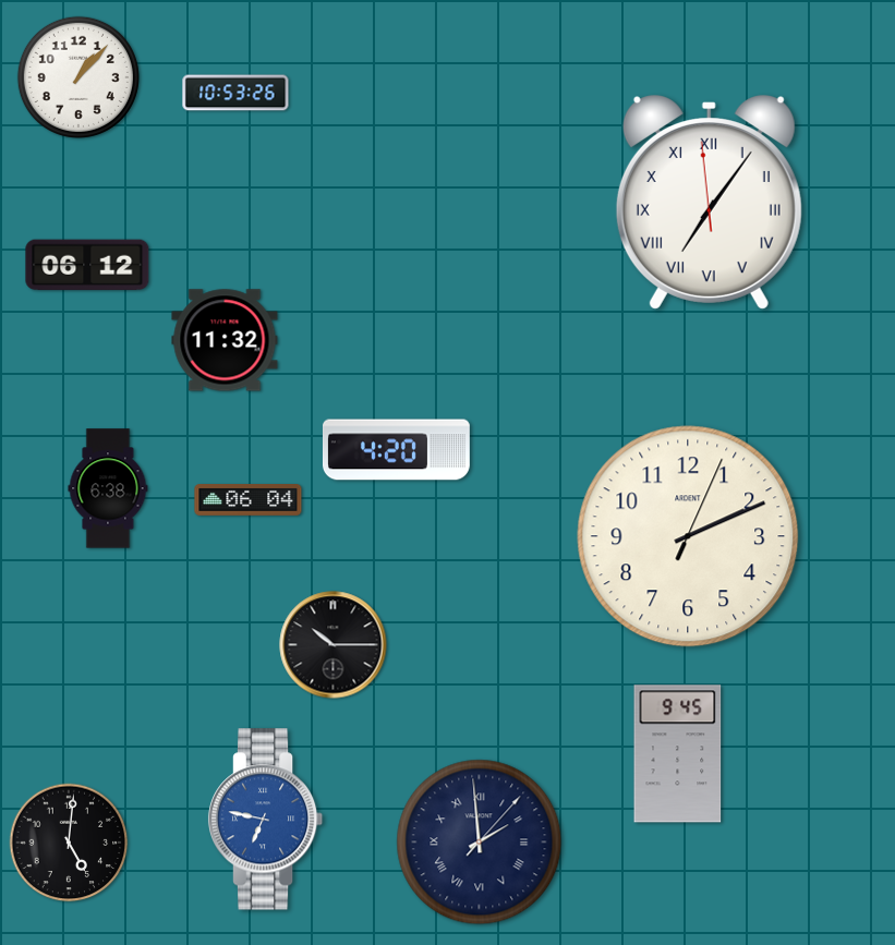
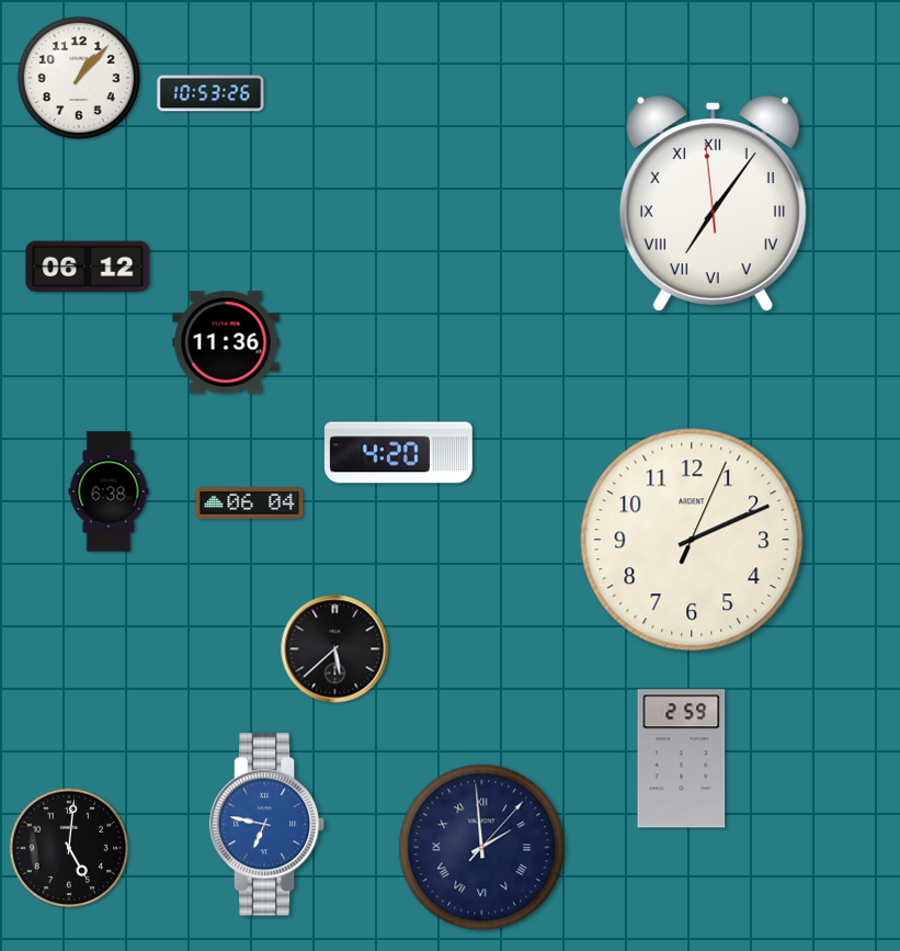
clock at (235, 93) position: (235, 93) -> (210, 93)
clock at (225, 340): 11:32 -> 11:36
clock at (334, 645): 10:15 -> 5:38
clock at (678, 754): 9:45 -> 2:59
